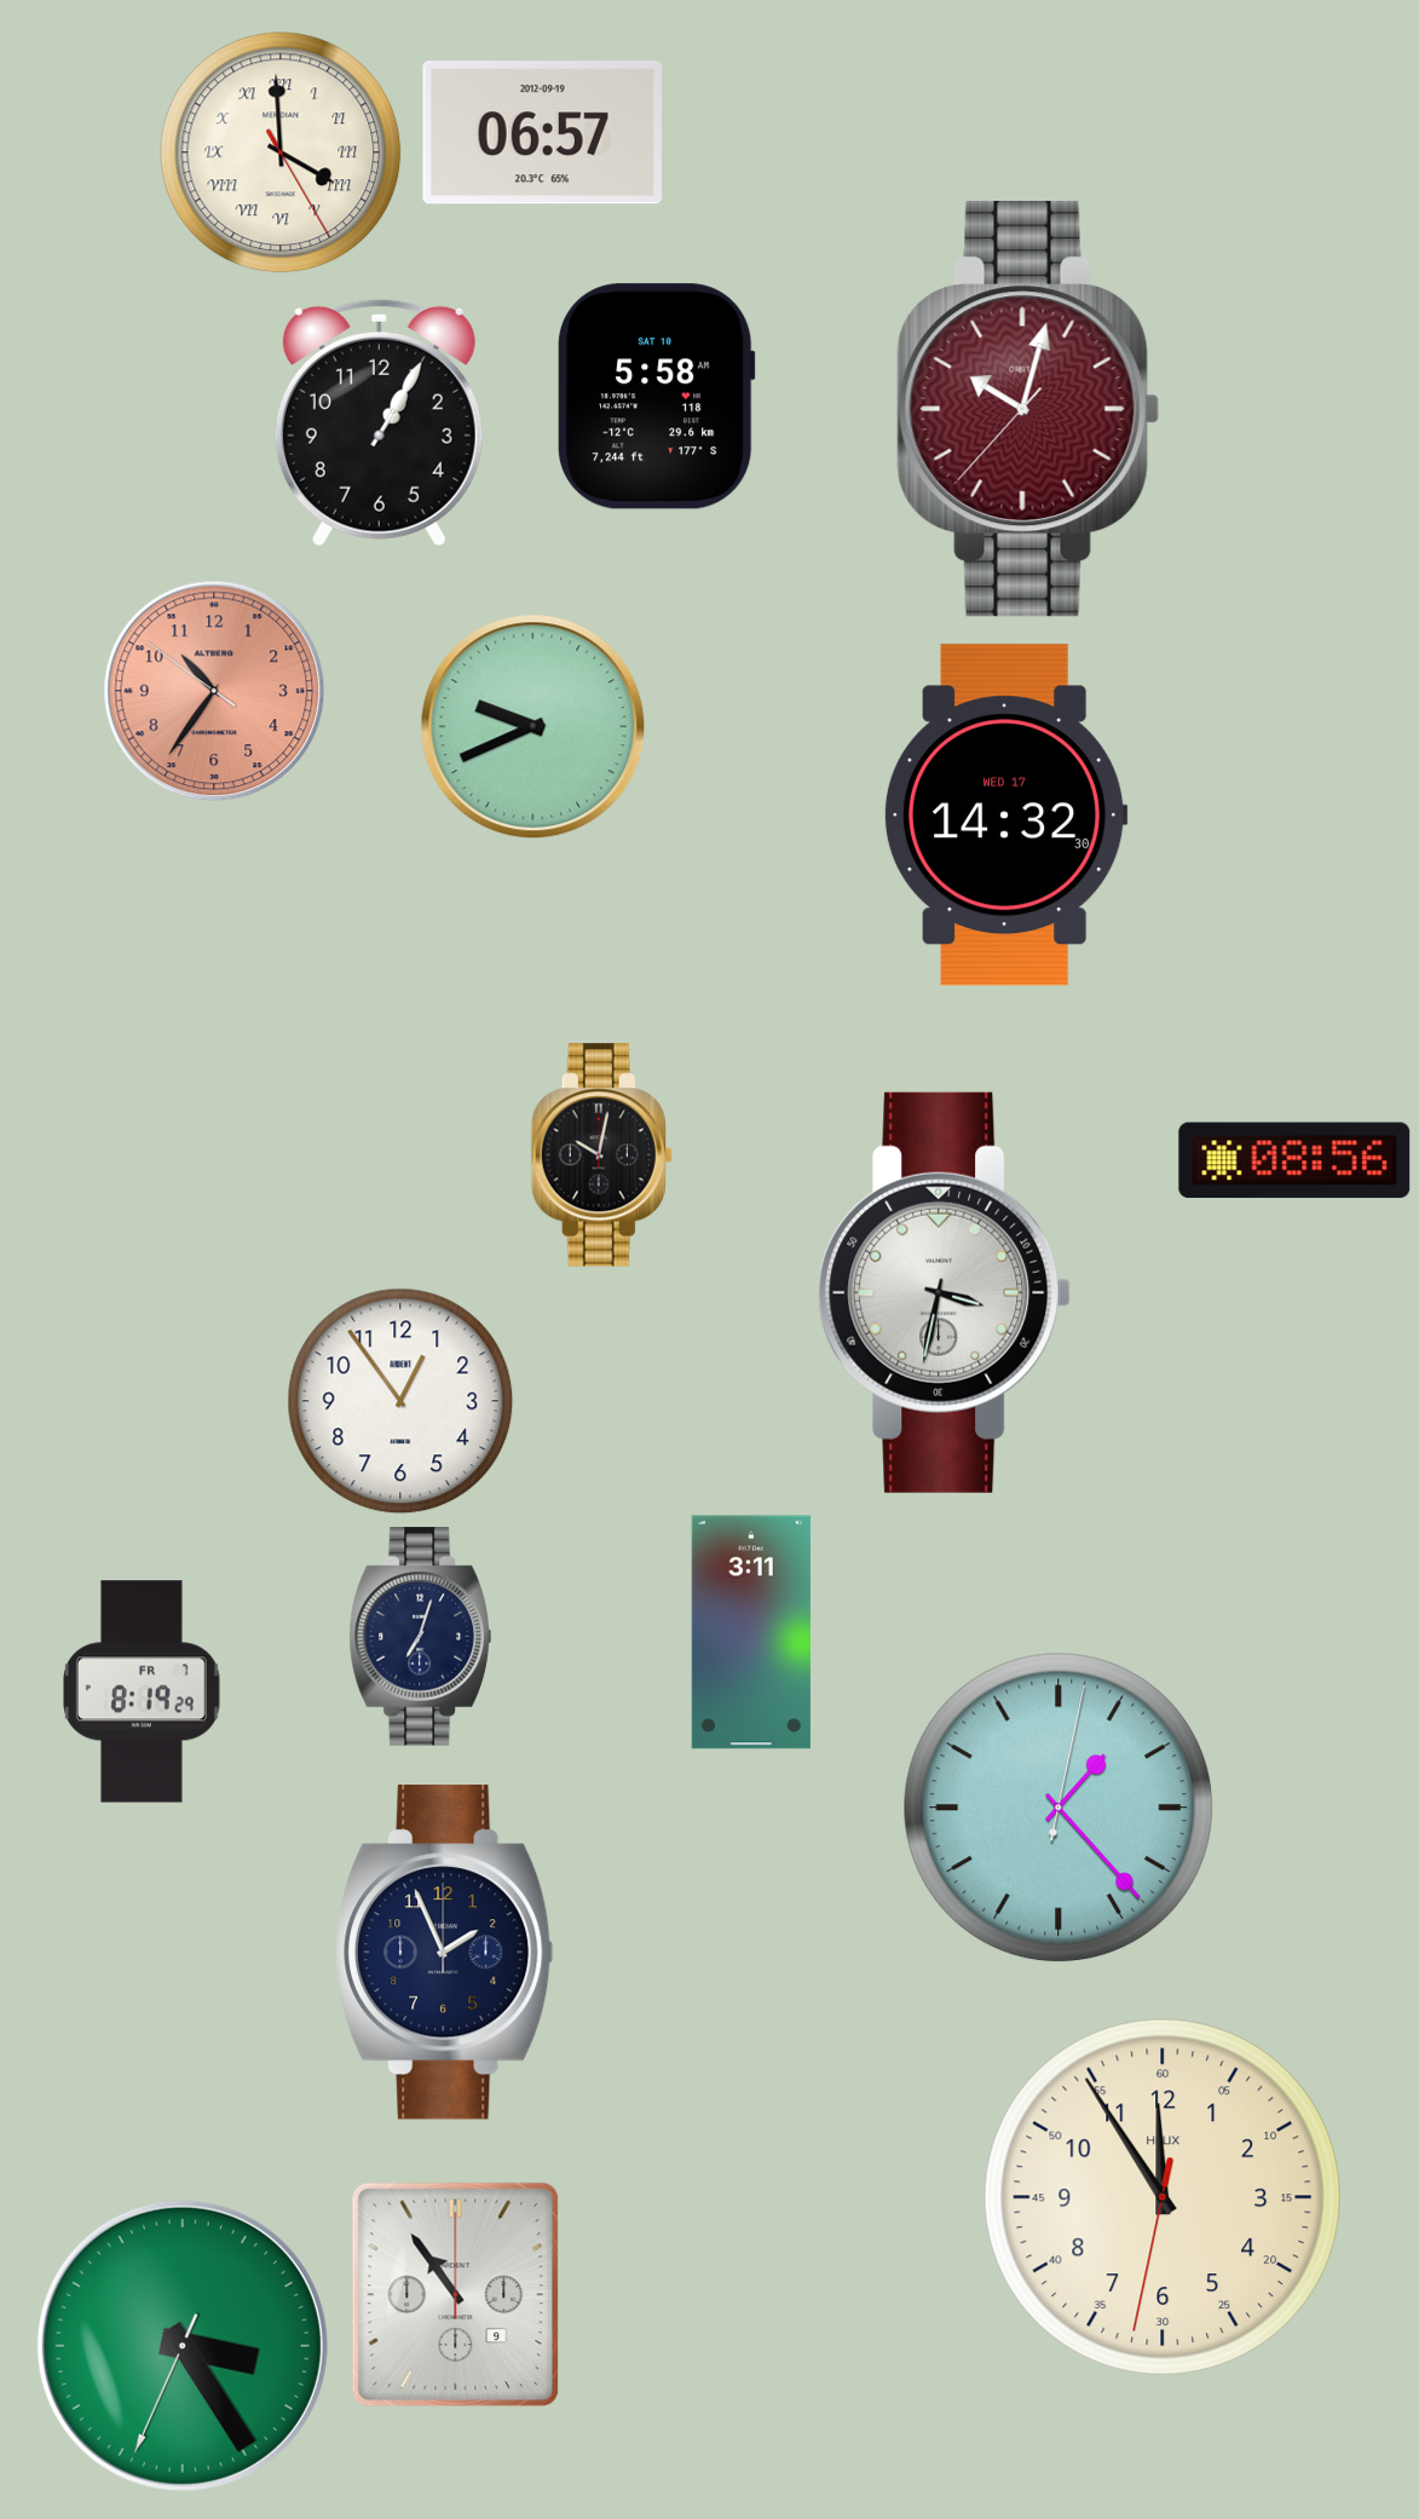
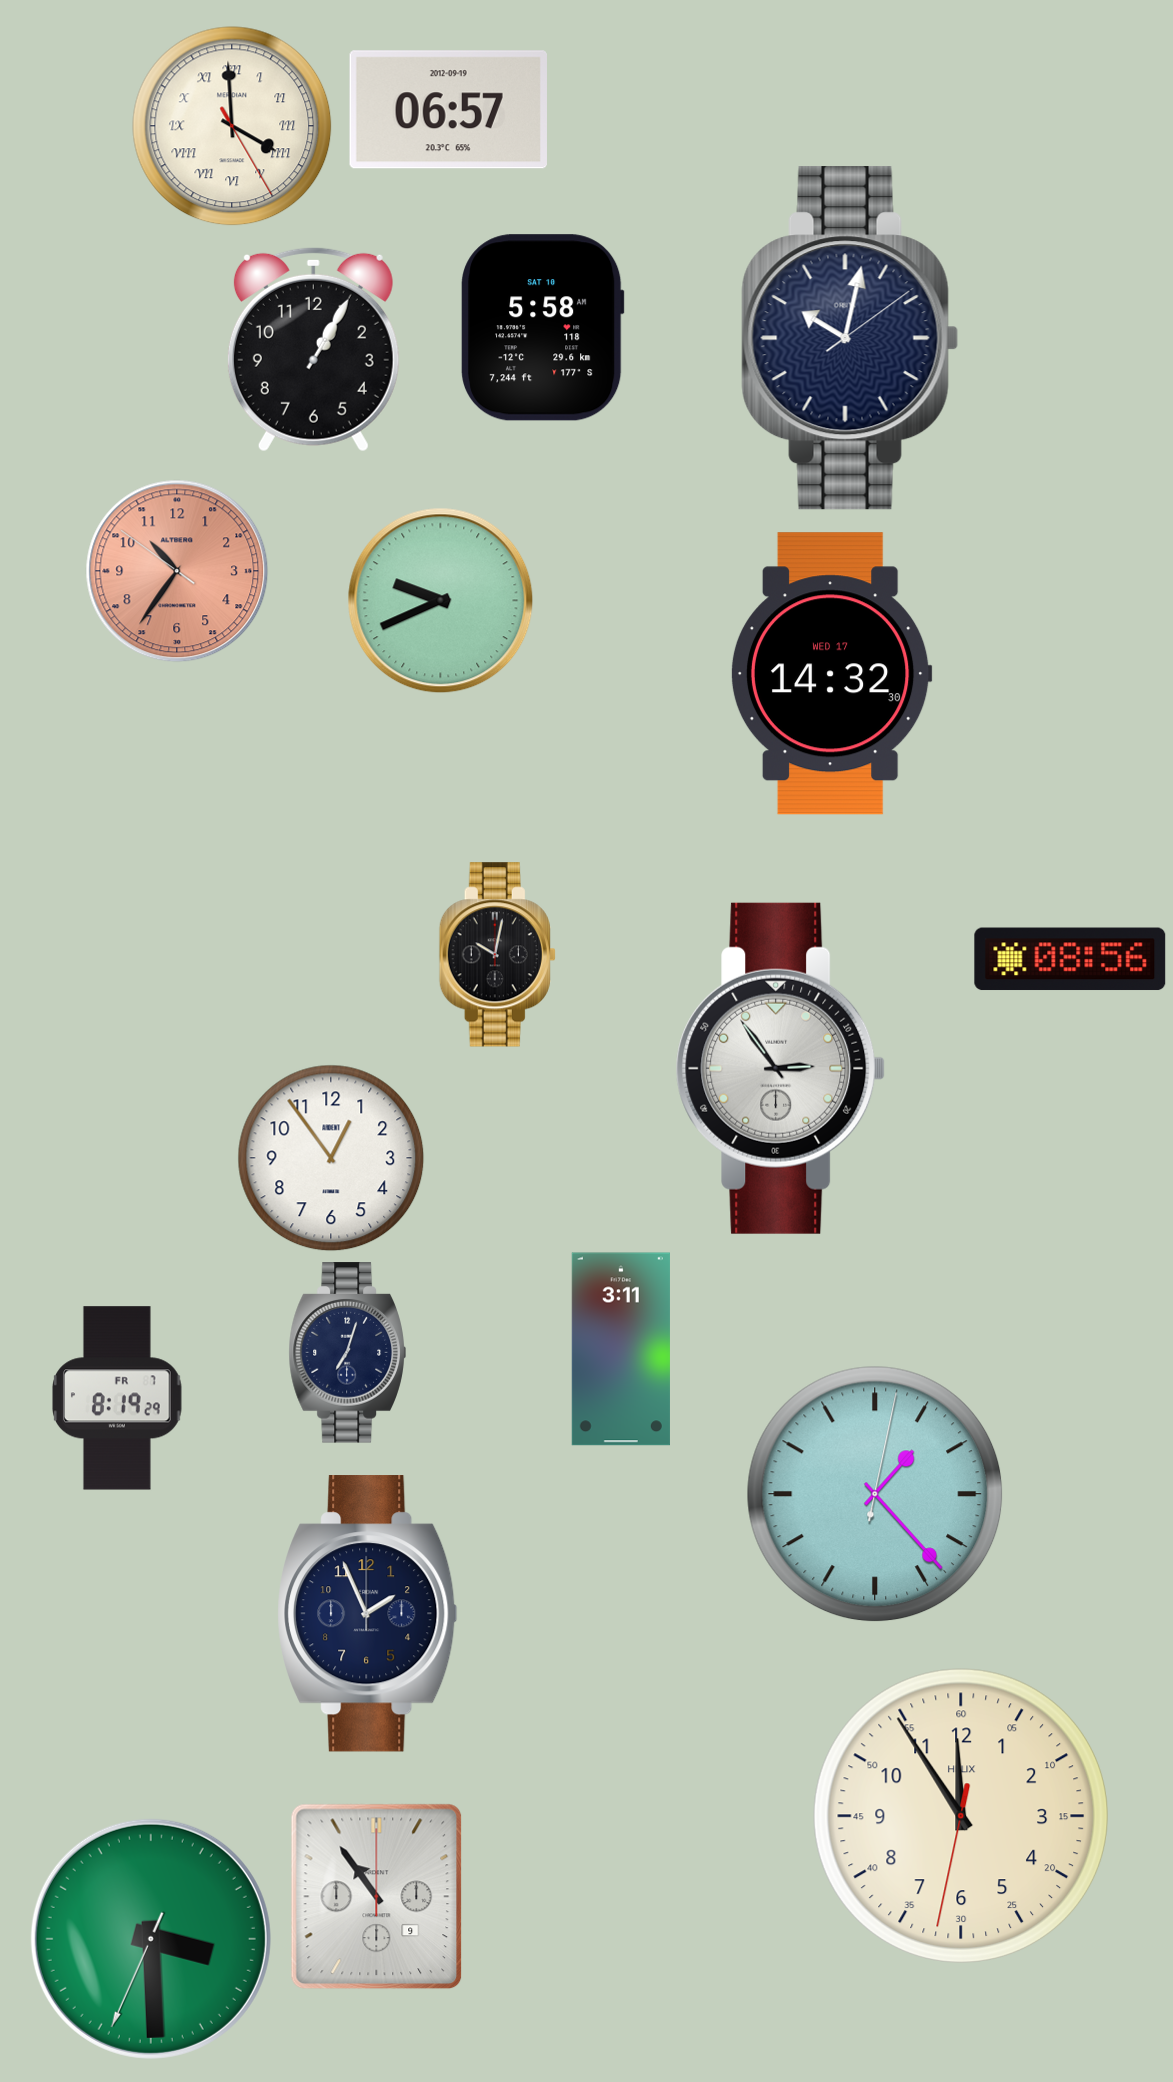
clock at (1028, 409): 10:02:37 -> 10:02:09
clock at (1028, 409) dial: burgundy -> navy
clock at (945, 1292): 3:32 -> 2:54
clock at (183, 2346): 3:24 -> 3:29
